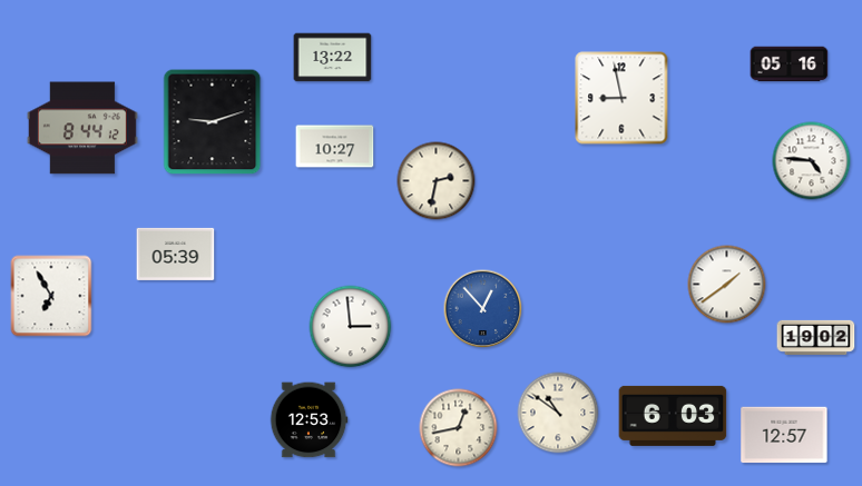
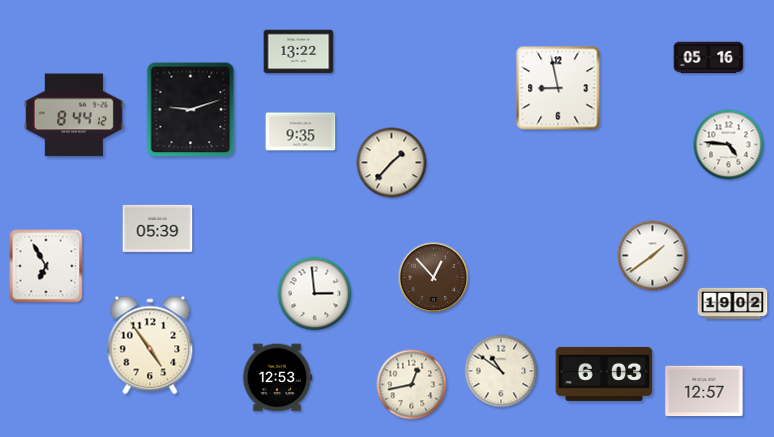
clock at (335, 147): 10:27 -> 9:35
clock at (437, 181): 2:32 -> 1:37
clock at (483, 309) dial: blue -> brown
clock at (150, 345): none -> 4:54
